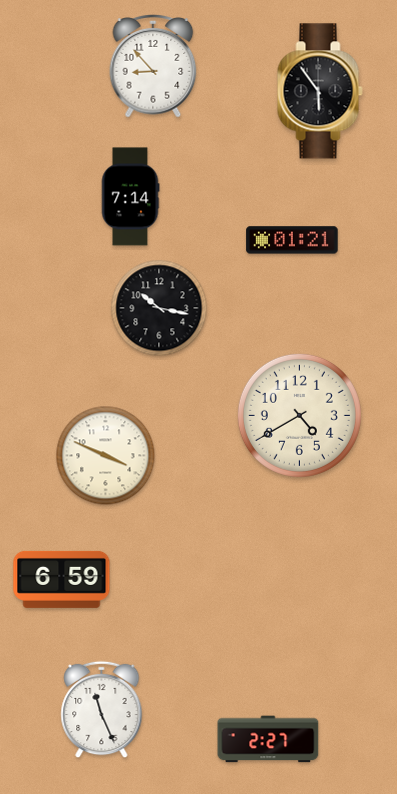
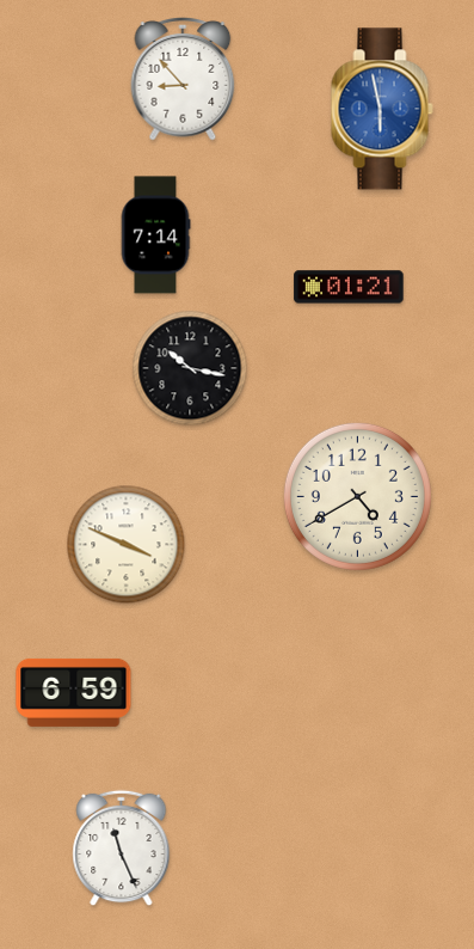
clock at (320, 91): 5:54 -> 5:58
clock at (320, 91) dial: black -> blue
clock at (268, 739): 2:27 -> none
